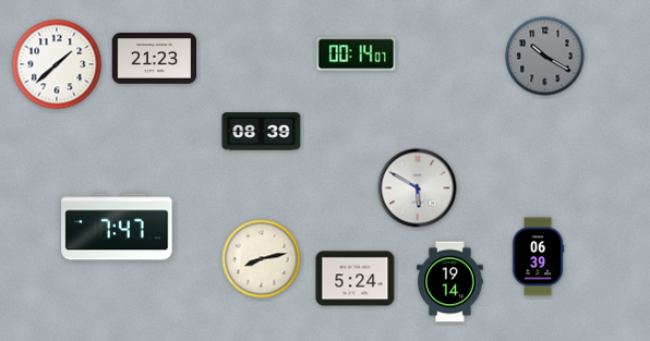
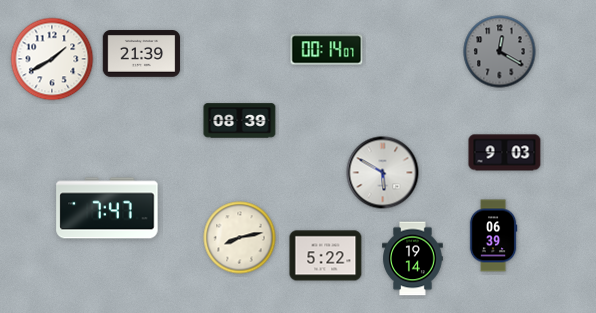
clock at (545, 57): 10:20 -> 12:20
clock at (155, 59): 21:23 -> 21:39
clock at (57, 64): 1:38 -> 1:40
clock at (505, 153): none -> 9:03
clock at (356, 279): 5:24 -> 5:22
